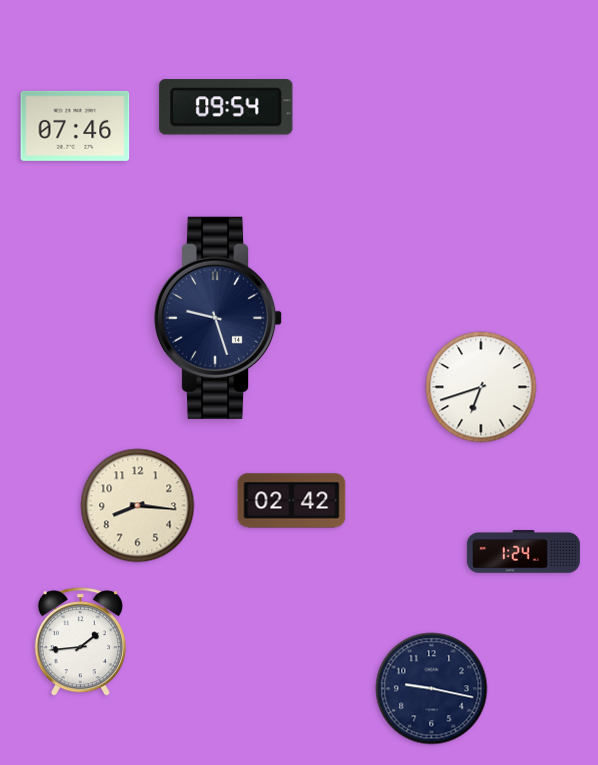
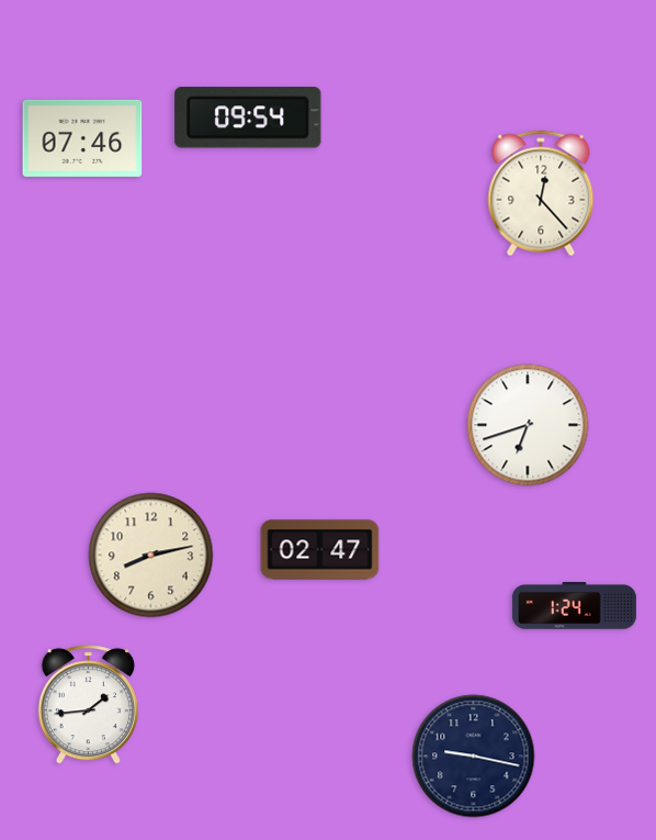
clock at (541, 193): none -> 12:23
clock at (219, 318): 9:27 -> none
clock at (292, 501): 02:42 -> 02:47
clock at (138, 506): 8:16 -> 8:13
